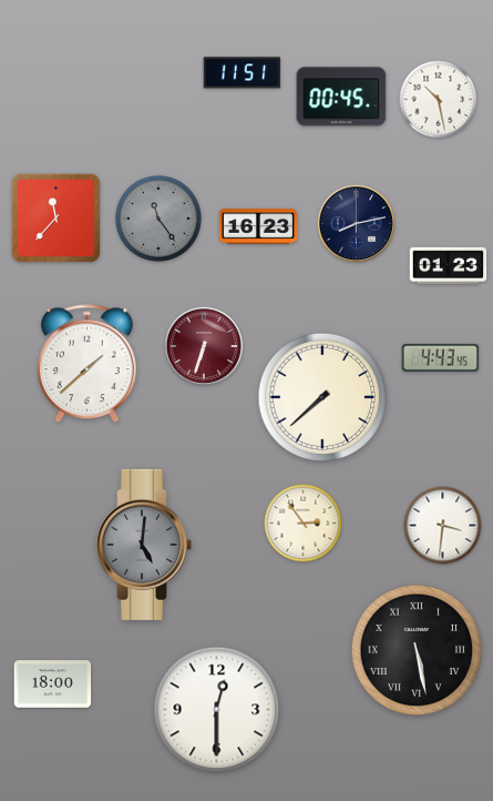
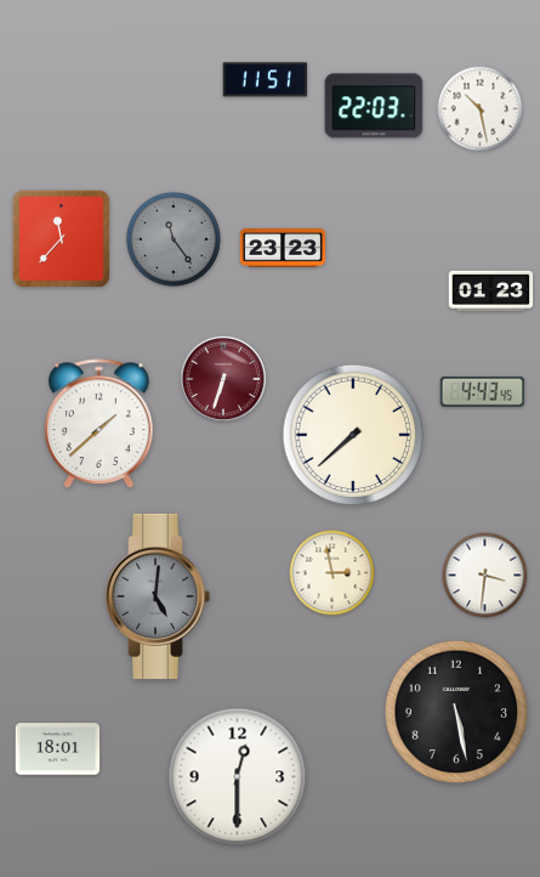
clock at (341, 97): 00:45 -> 22:03
clock at (357, 224): 8:13 -> none
clock at (258, 226): 16:23 -> 23:23
clock at (88, 364) position: (88, 364) -> (100, 424)
clock at (304, 524): 2:54 -> 2:58
clock at (415, 649) numerals: Roman -> Arabic
clock at (53, 685): 18:00 -> 18:01
